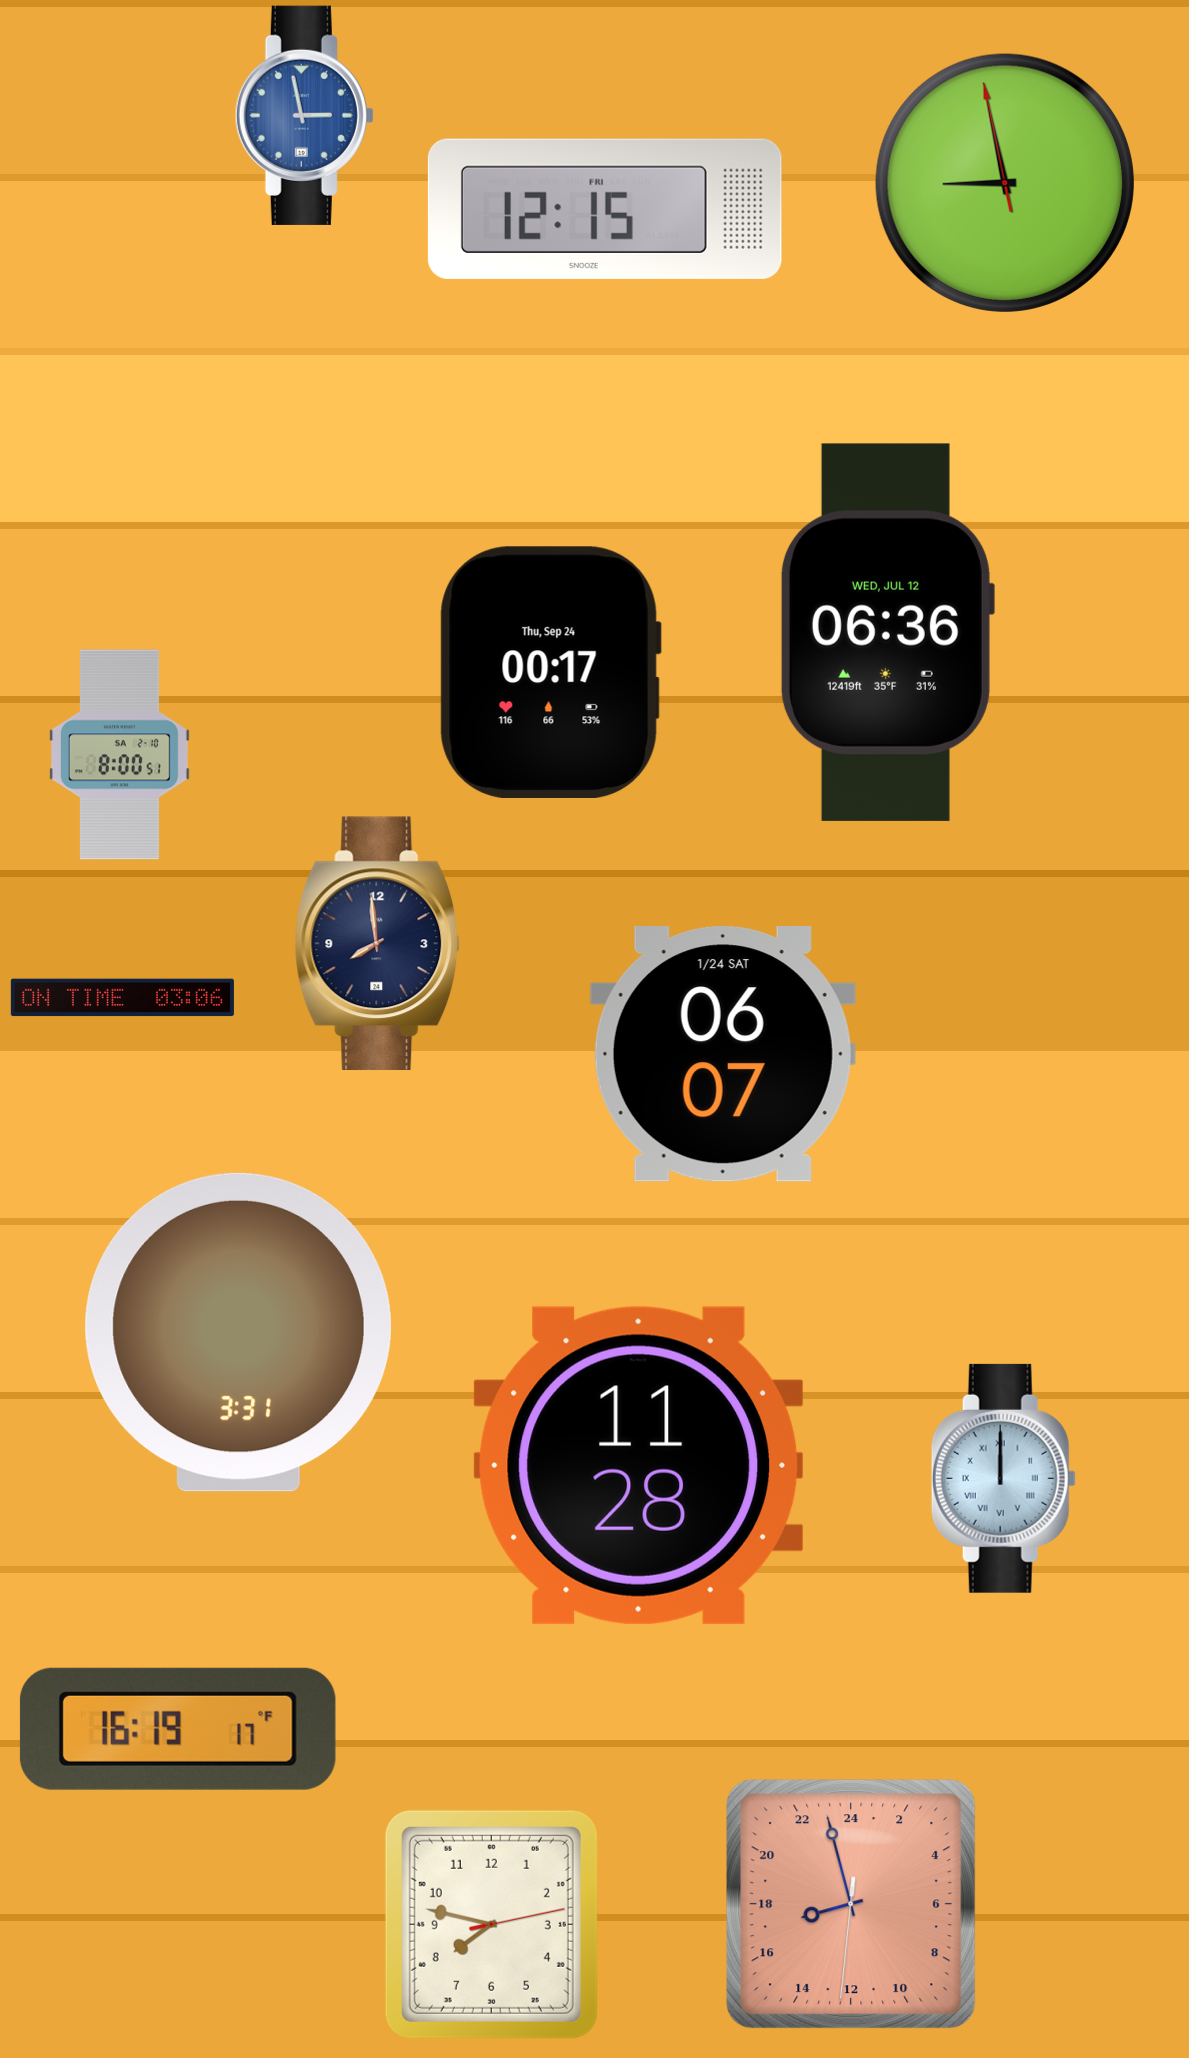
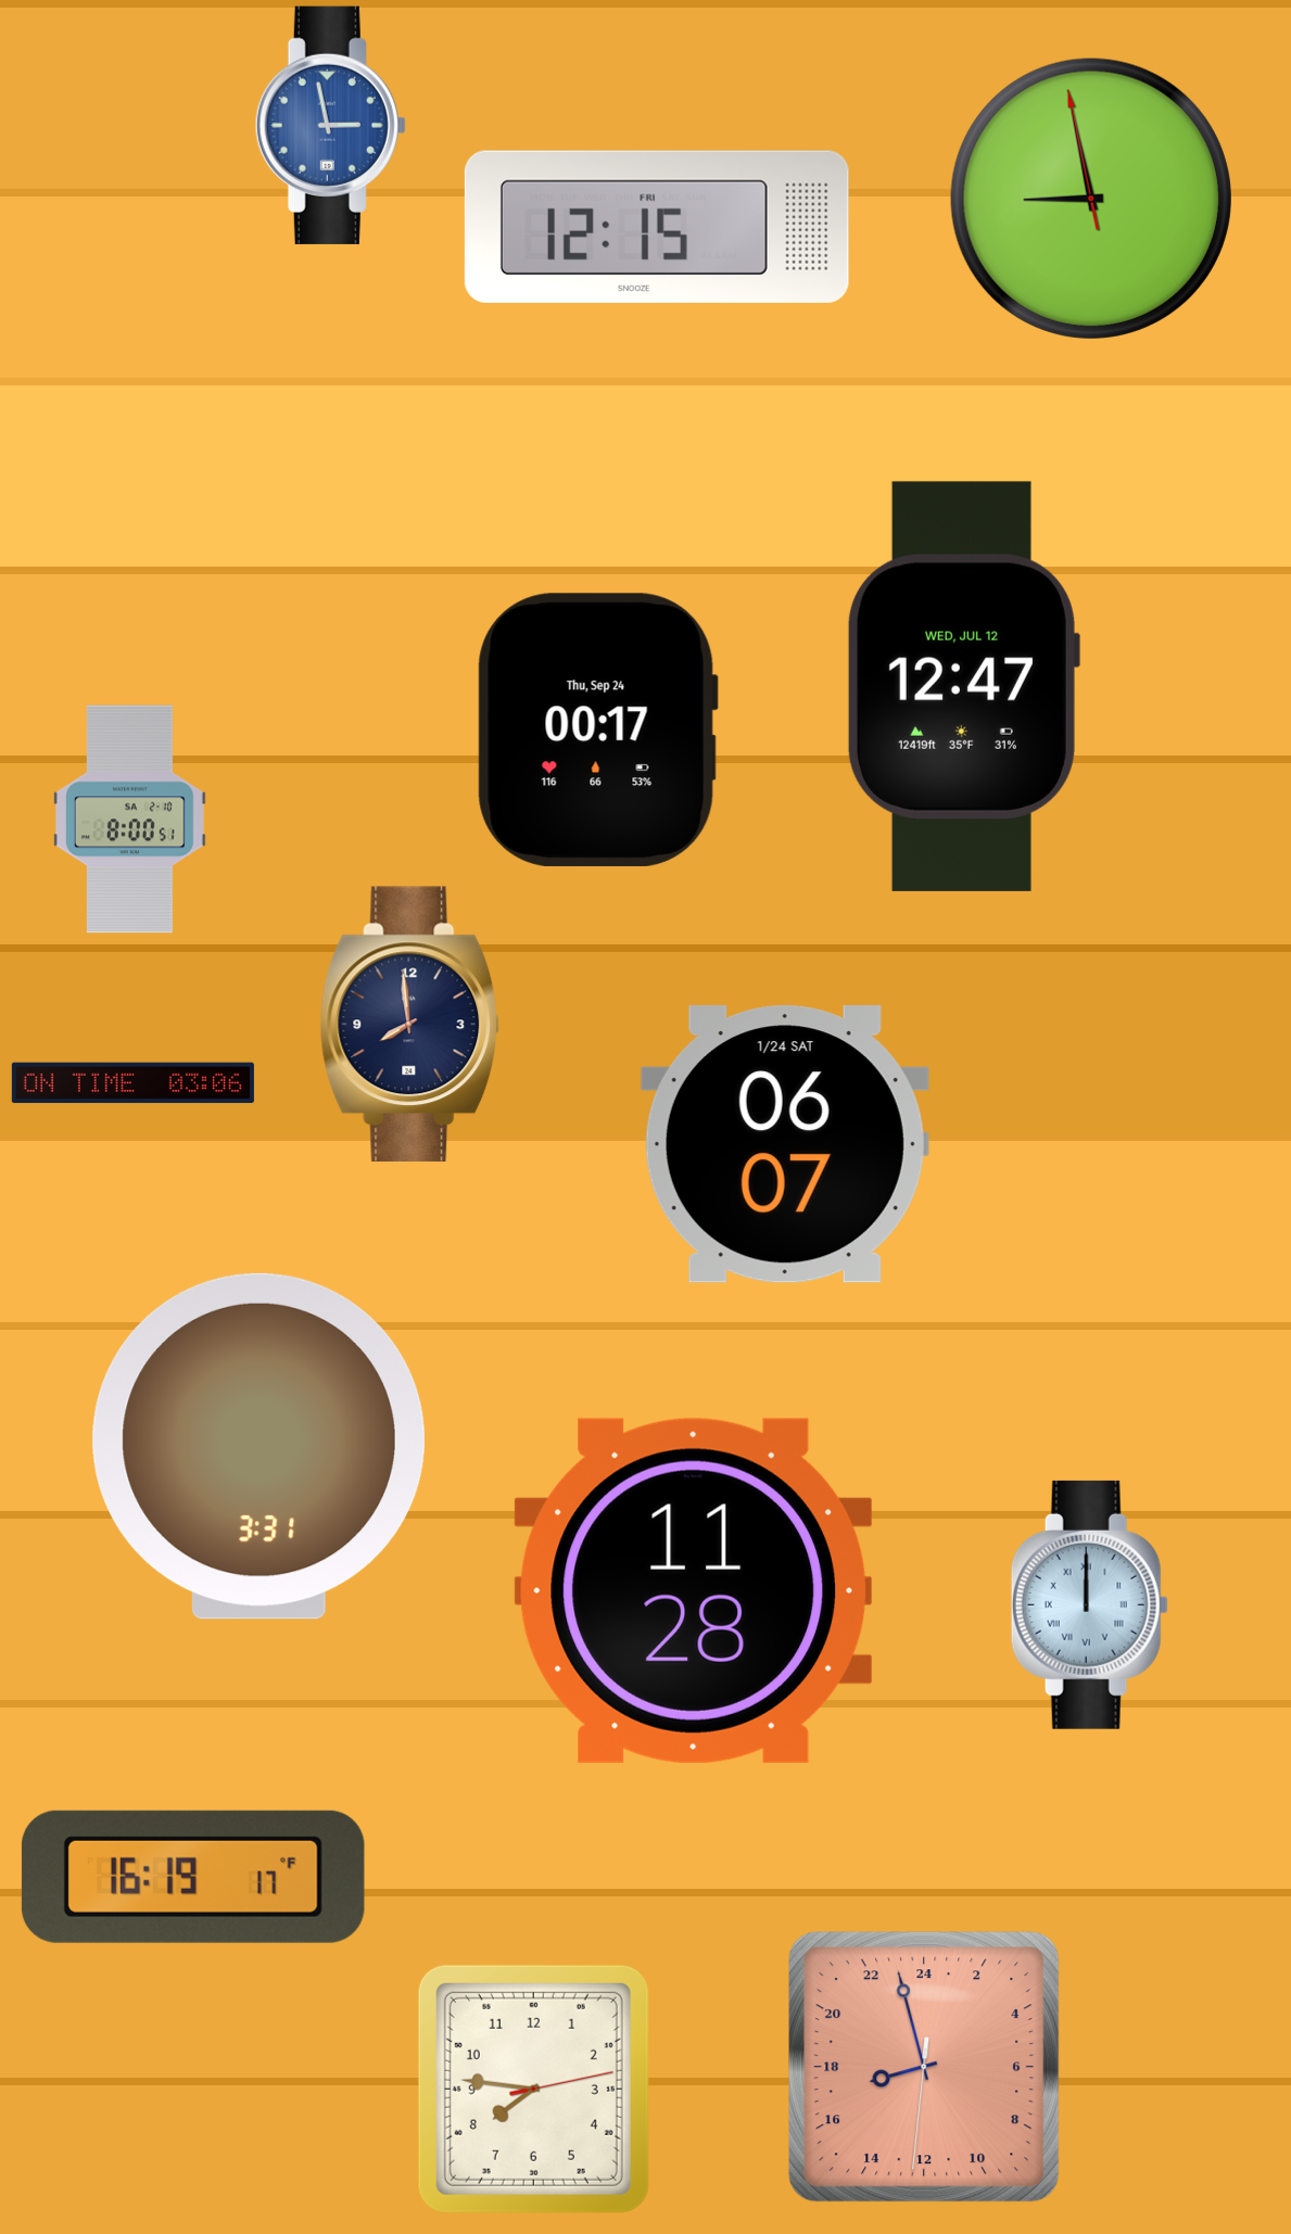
clock at (887, 632): 06:36 -> 12:47
clock at (491, 1924): 7:47 -> 7:46
